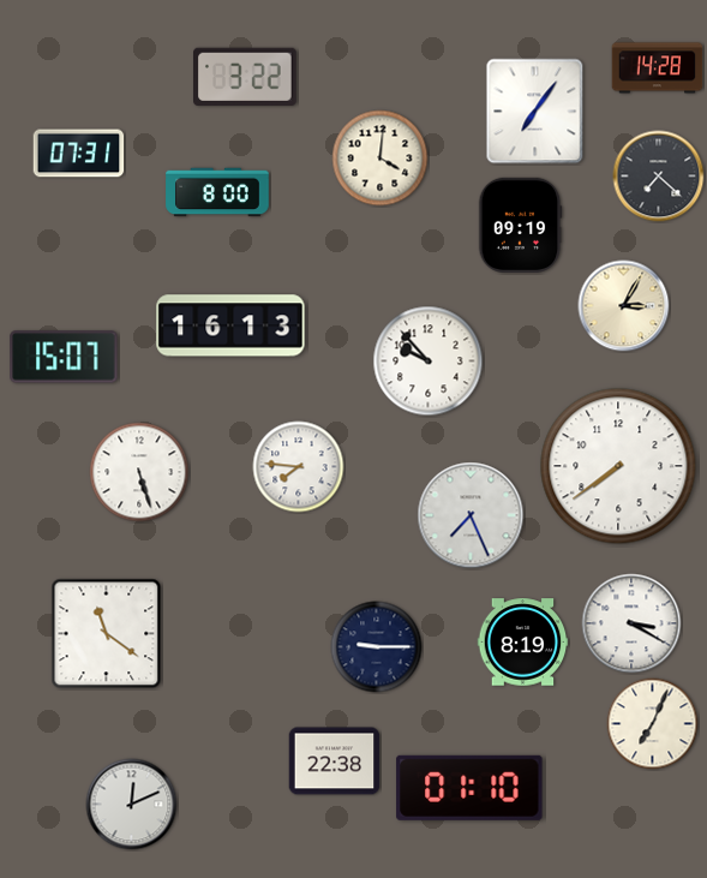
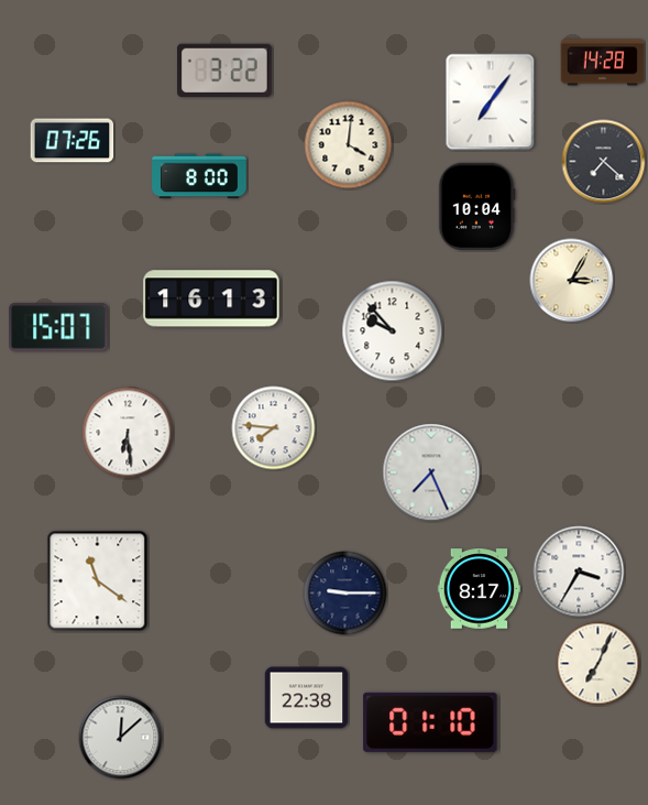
clock at (79, 154): 07:31 -> 07:26
clock at (520, 225): 09:19 -> 10:04
clock at (618, 466): 7:39 -> none
clock at (139, 472): 5:27 -> 6:29
clock at (631, 623): 3:20 -> 3:35
clock at (523, 643): 8:19 -> 8:17
clock at (132, 805): 12:11 -> 12:08
